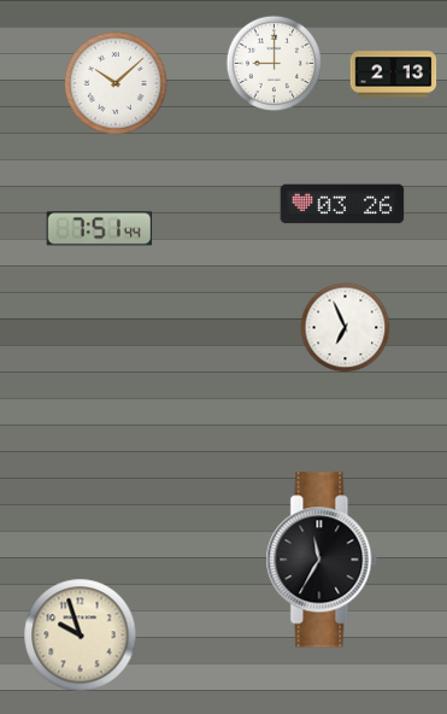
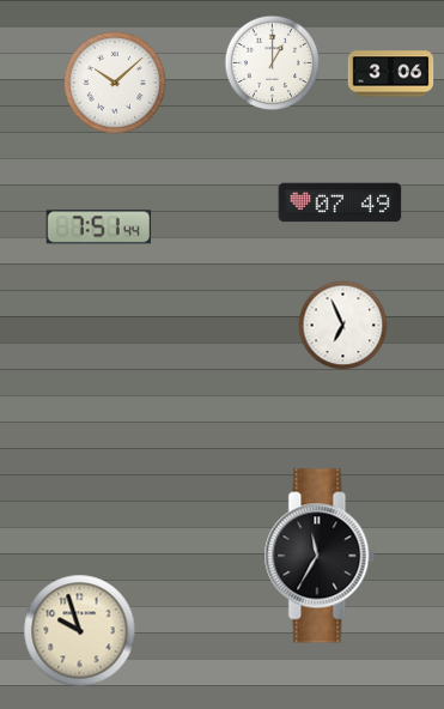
clock at (275, 64): 9:00 -> 1:00
clock at (394, 75): 2:13 -> 3:06
clock at (342, 204): 03:26 -> 07:49
